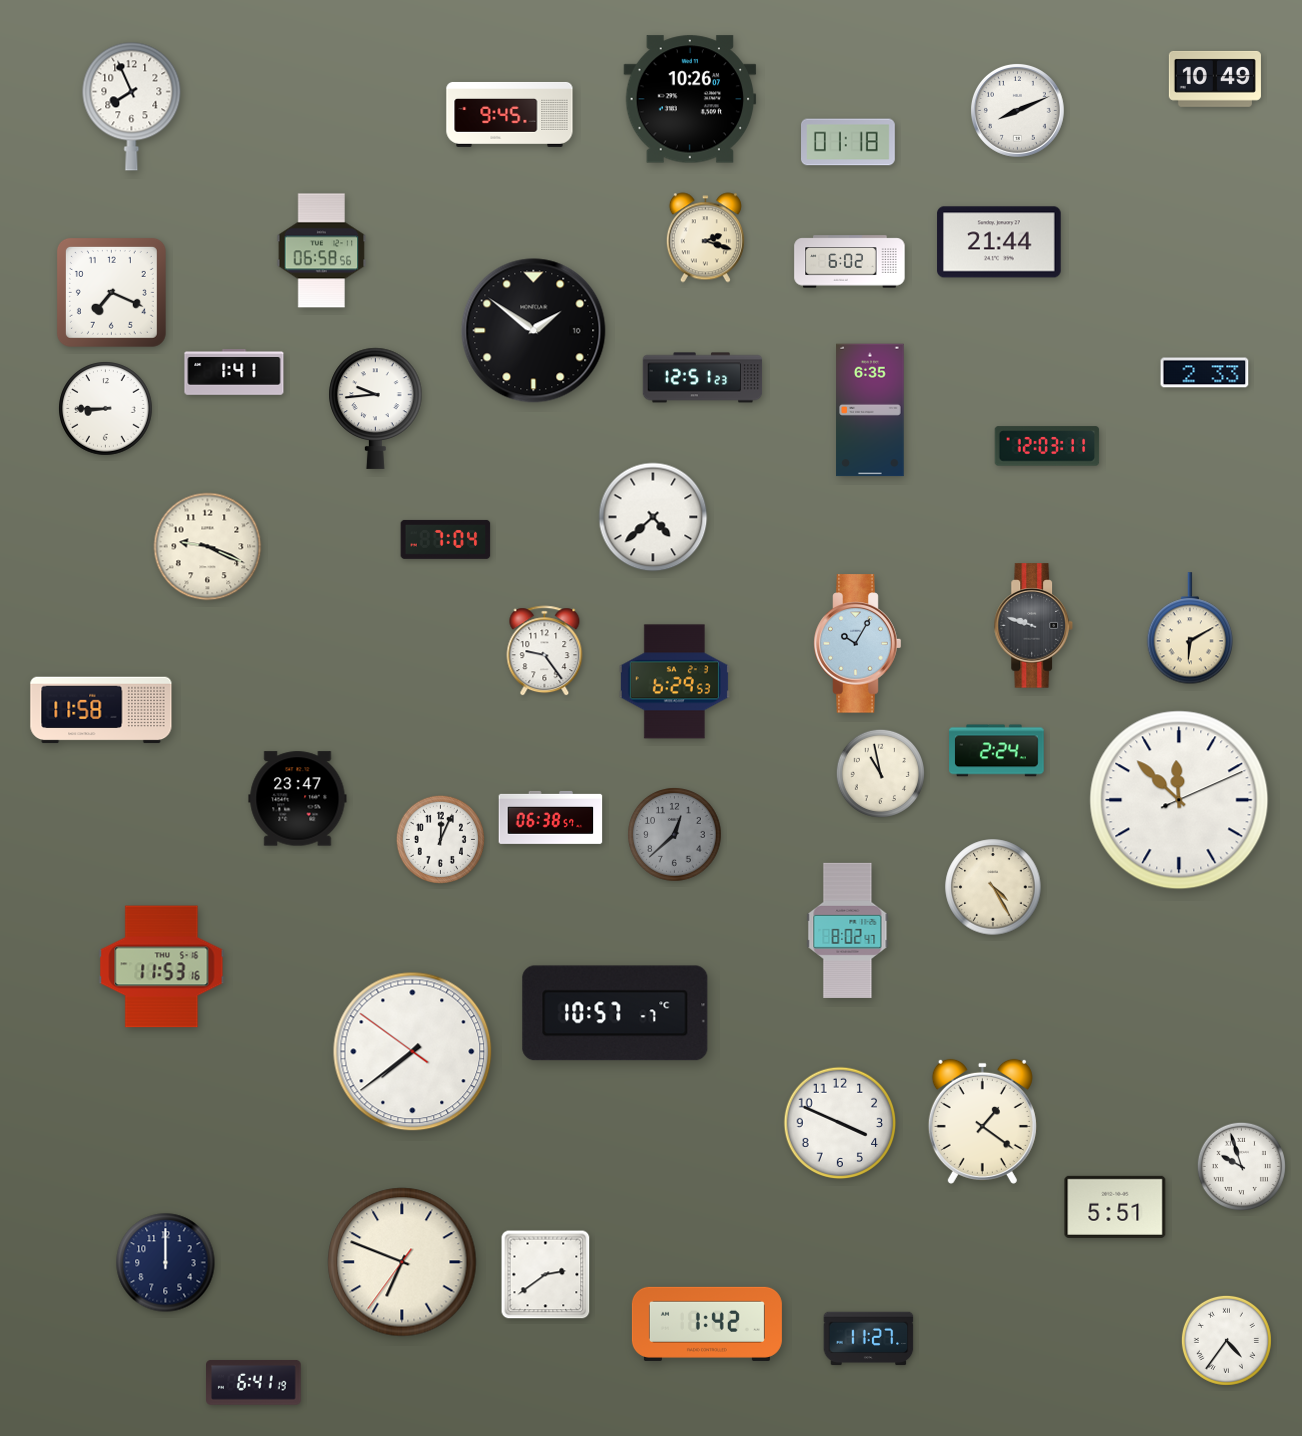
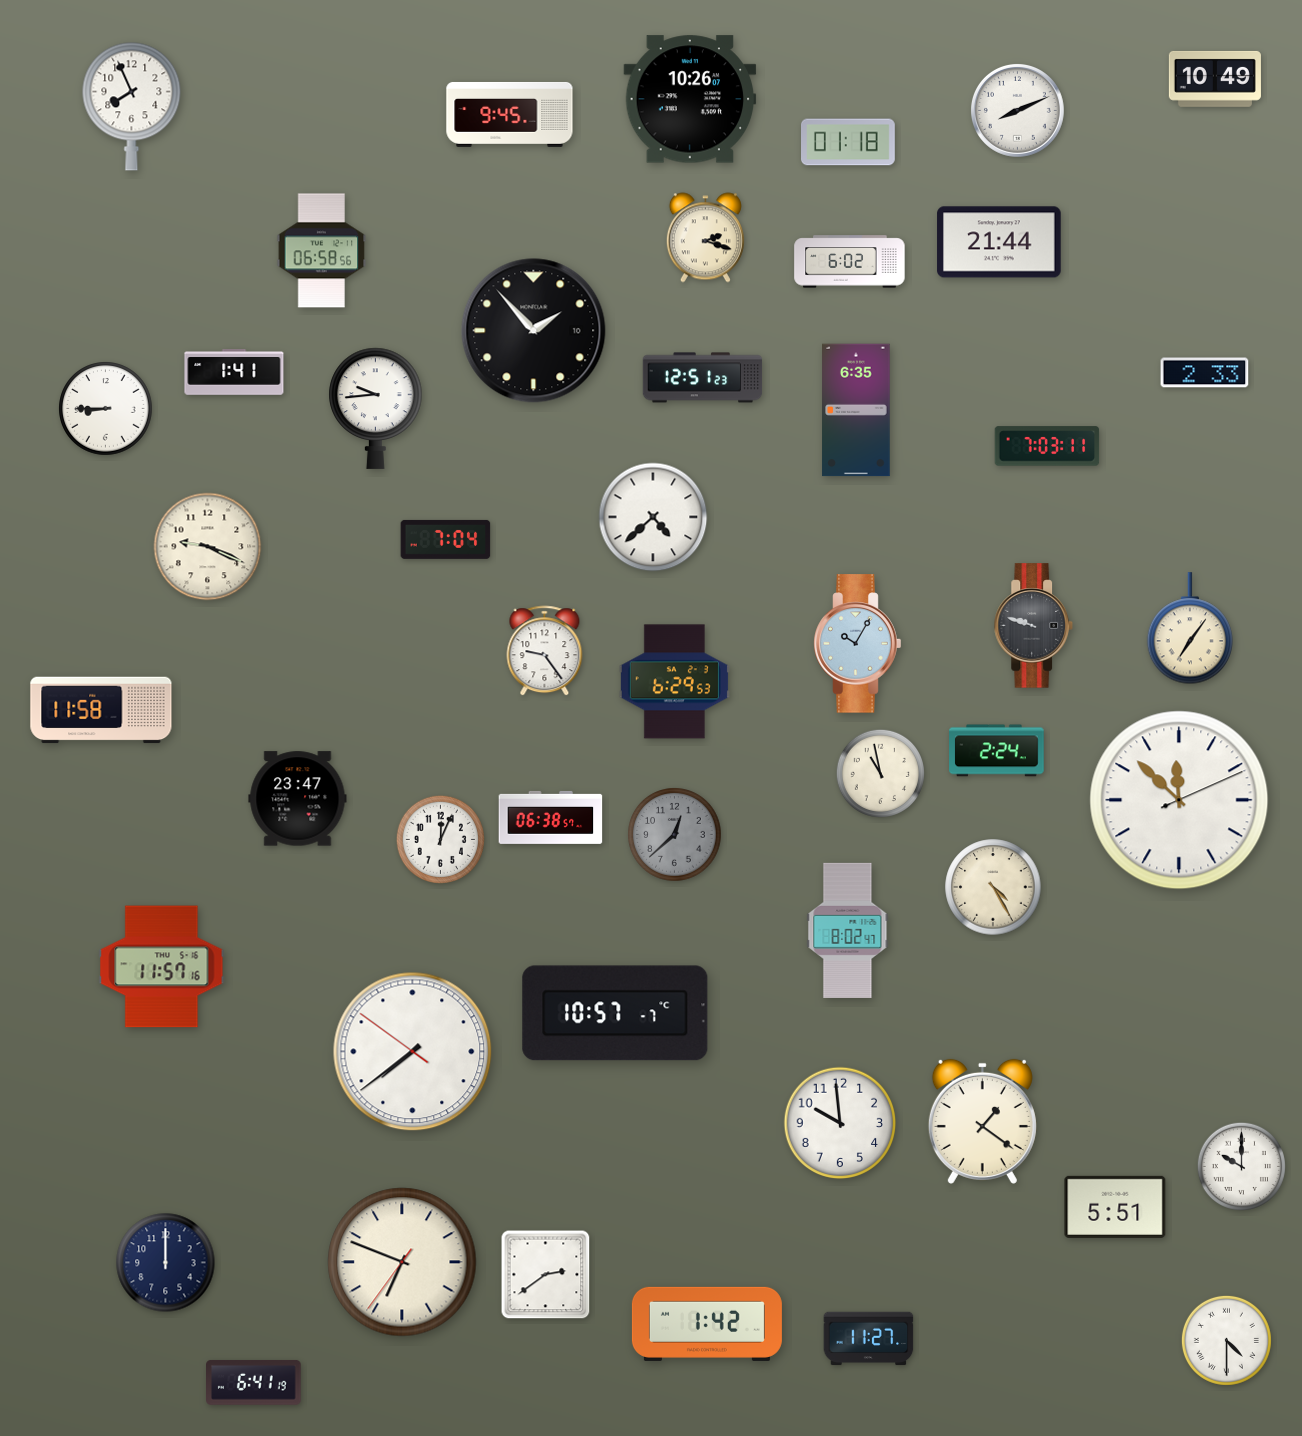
clock at (111, 292): 7:19 -> none
clock at (534, 331): 1:51 -> 1:53
clock at (870, 410) position: (870, 410) -> (856, 410)
clock at (1047, 446): 12:03 -> 7:03
clock at (1189, 629): 6:10 -> 7:06
clock at (162, 967): 11:53 -> 11:57
clock at (840, 1123): 3:49 -> 9:59
clock at (1241, 1166): 9:57 -> 10:00
clock at (1226, 1340): 4:36 -> 4:30
